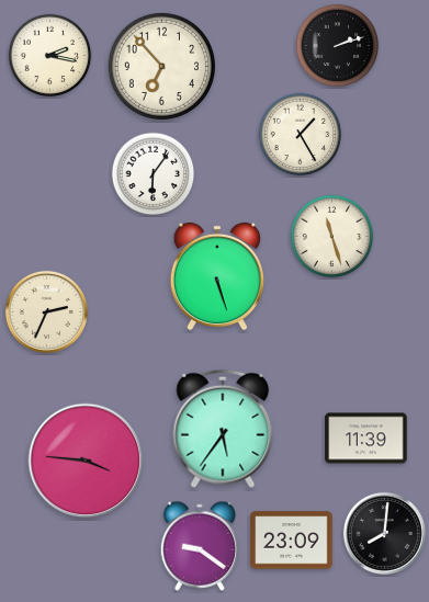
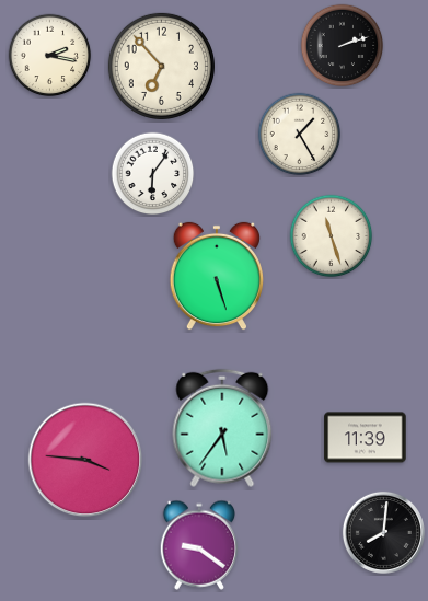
clock at (338, 46) position: (338, 46) -> (343, 46)
clock at (46, 311): 2:34 -> none
clock at (292, 541): 23:09 -> none
